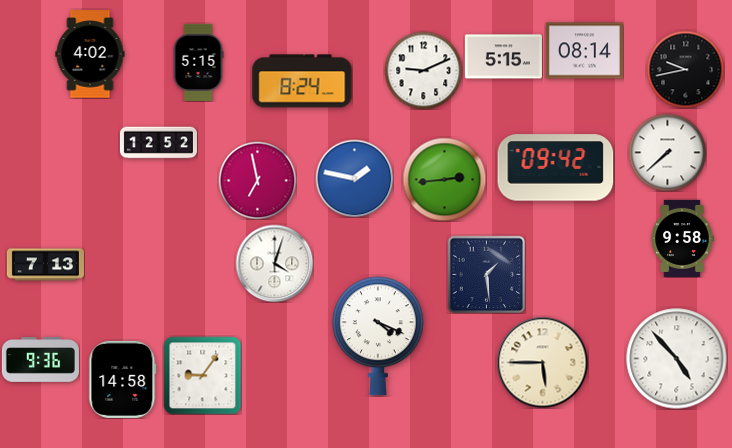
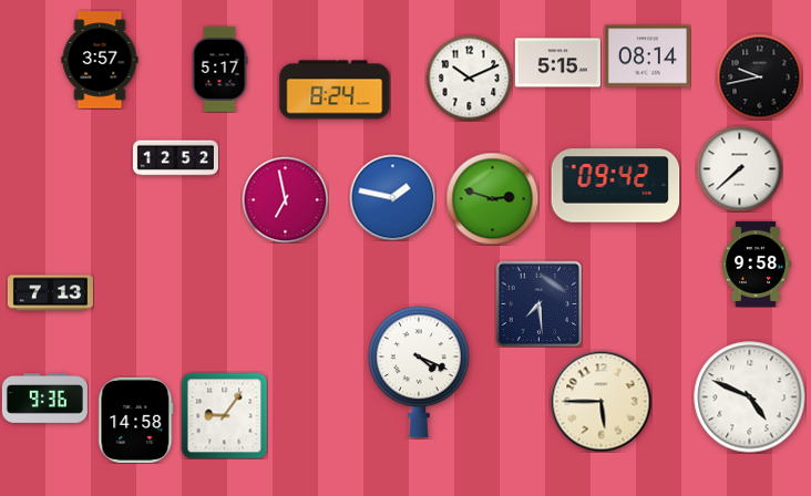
clock at (90, 54): 4:02 -> 3:57
clock at (198, 62): 5:15 -> 5:17
clock at (423, 70): 9:11 -> 10:11
clock at (444, 179): 2:44 -> 2:48
clock at (274, 263): 4:03 -> none
clock at (486, 274): 1:29 -> 7:29
clock at (677, 359): 4:53 -> 4:49
